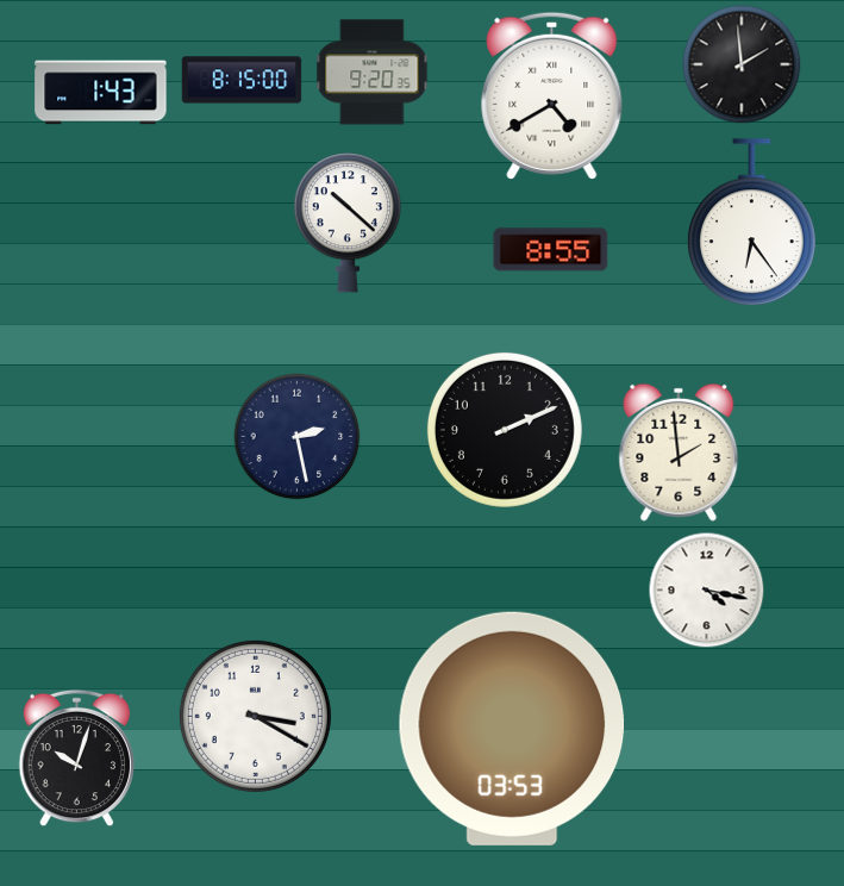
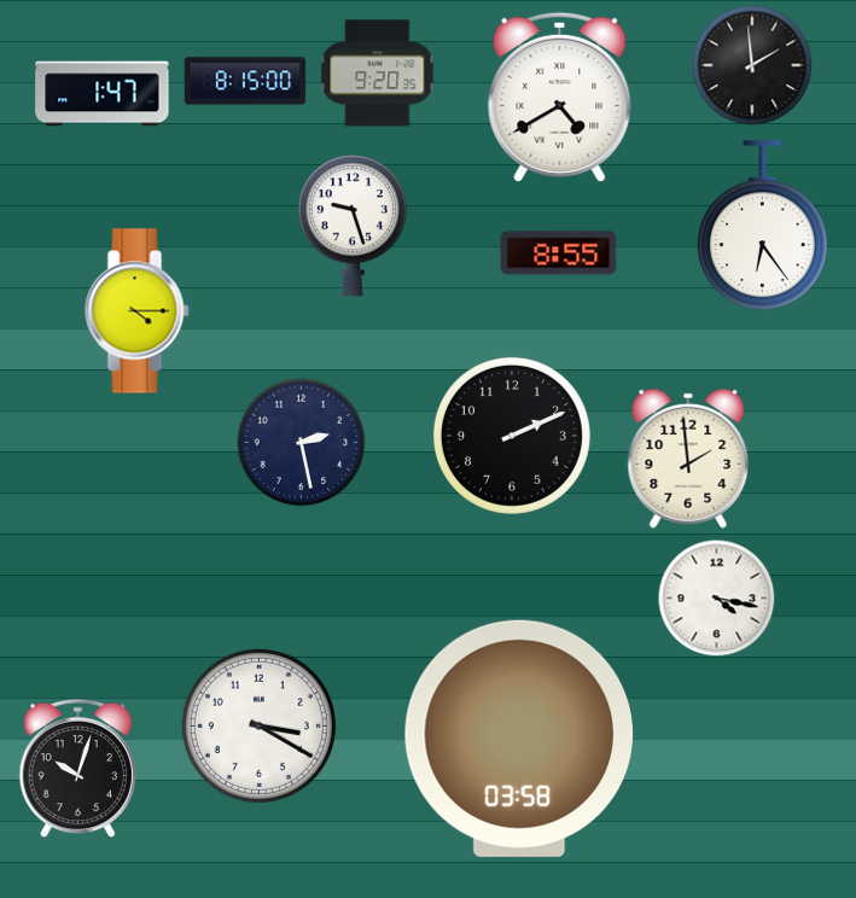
clock at (101, 93): 1:43 -> 1:47
clock at (348, 223): 10:22 -> 9:27
clock at (138, 311): none -> 4:15
clock at (512, 729): 03:53 -> 03:58
